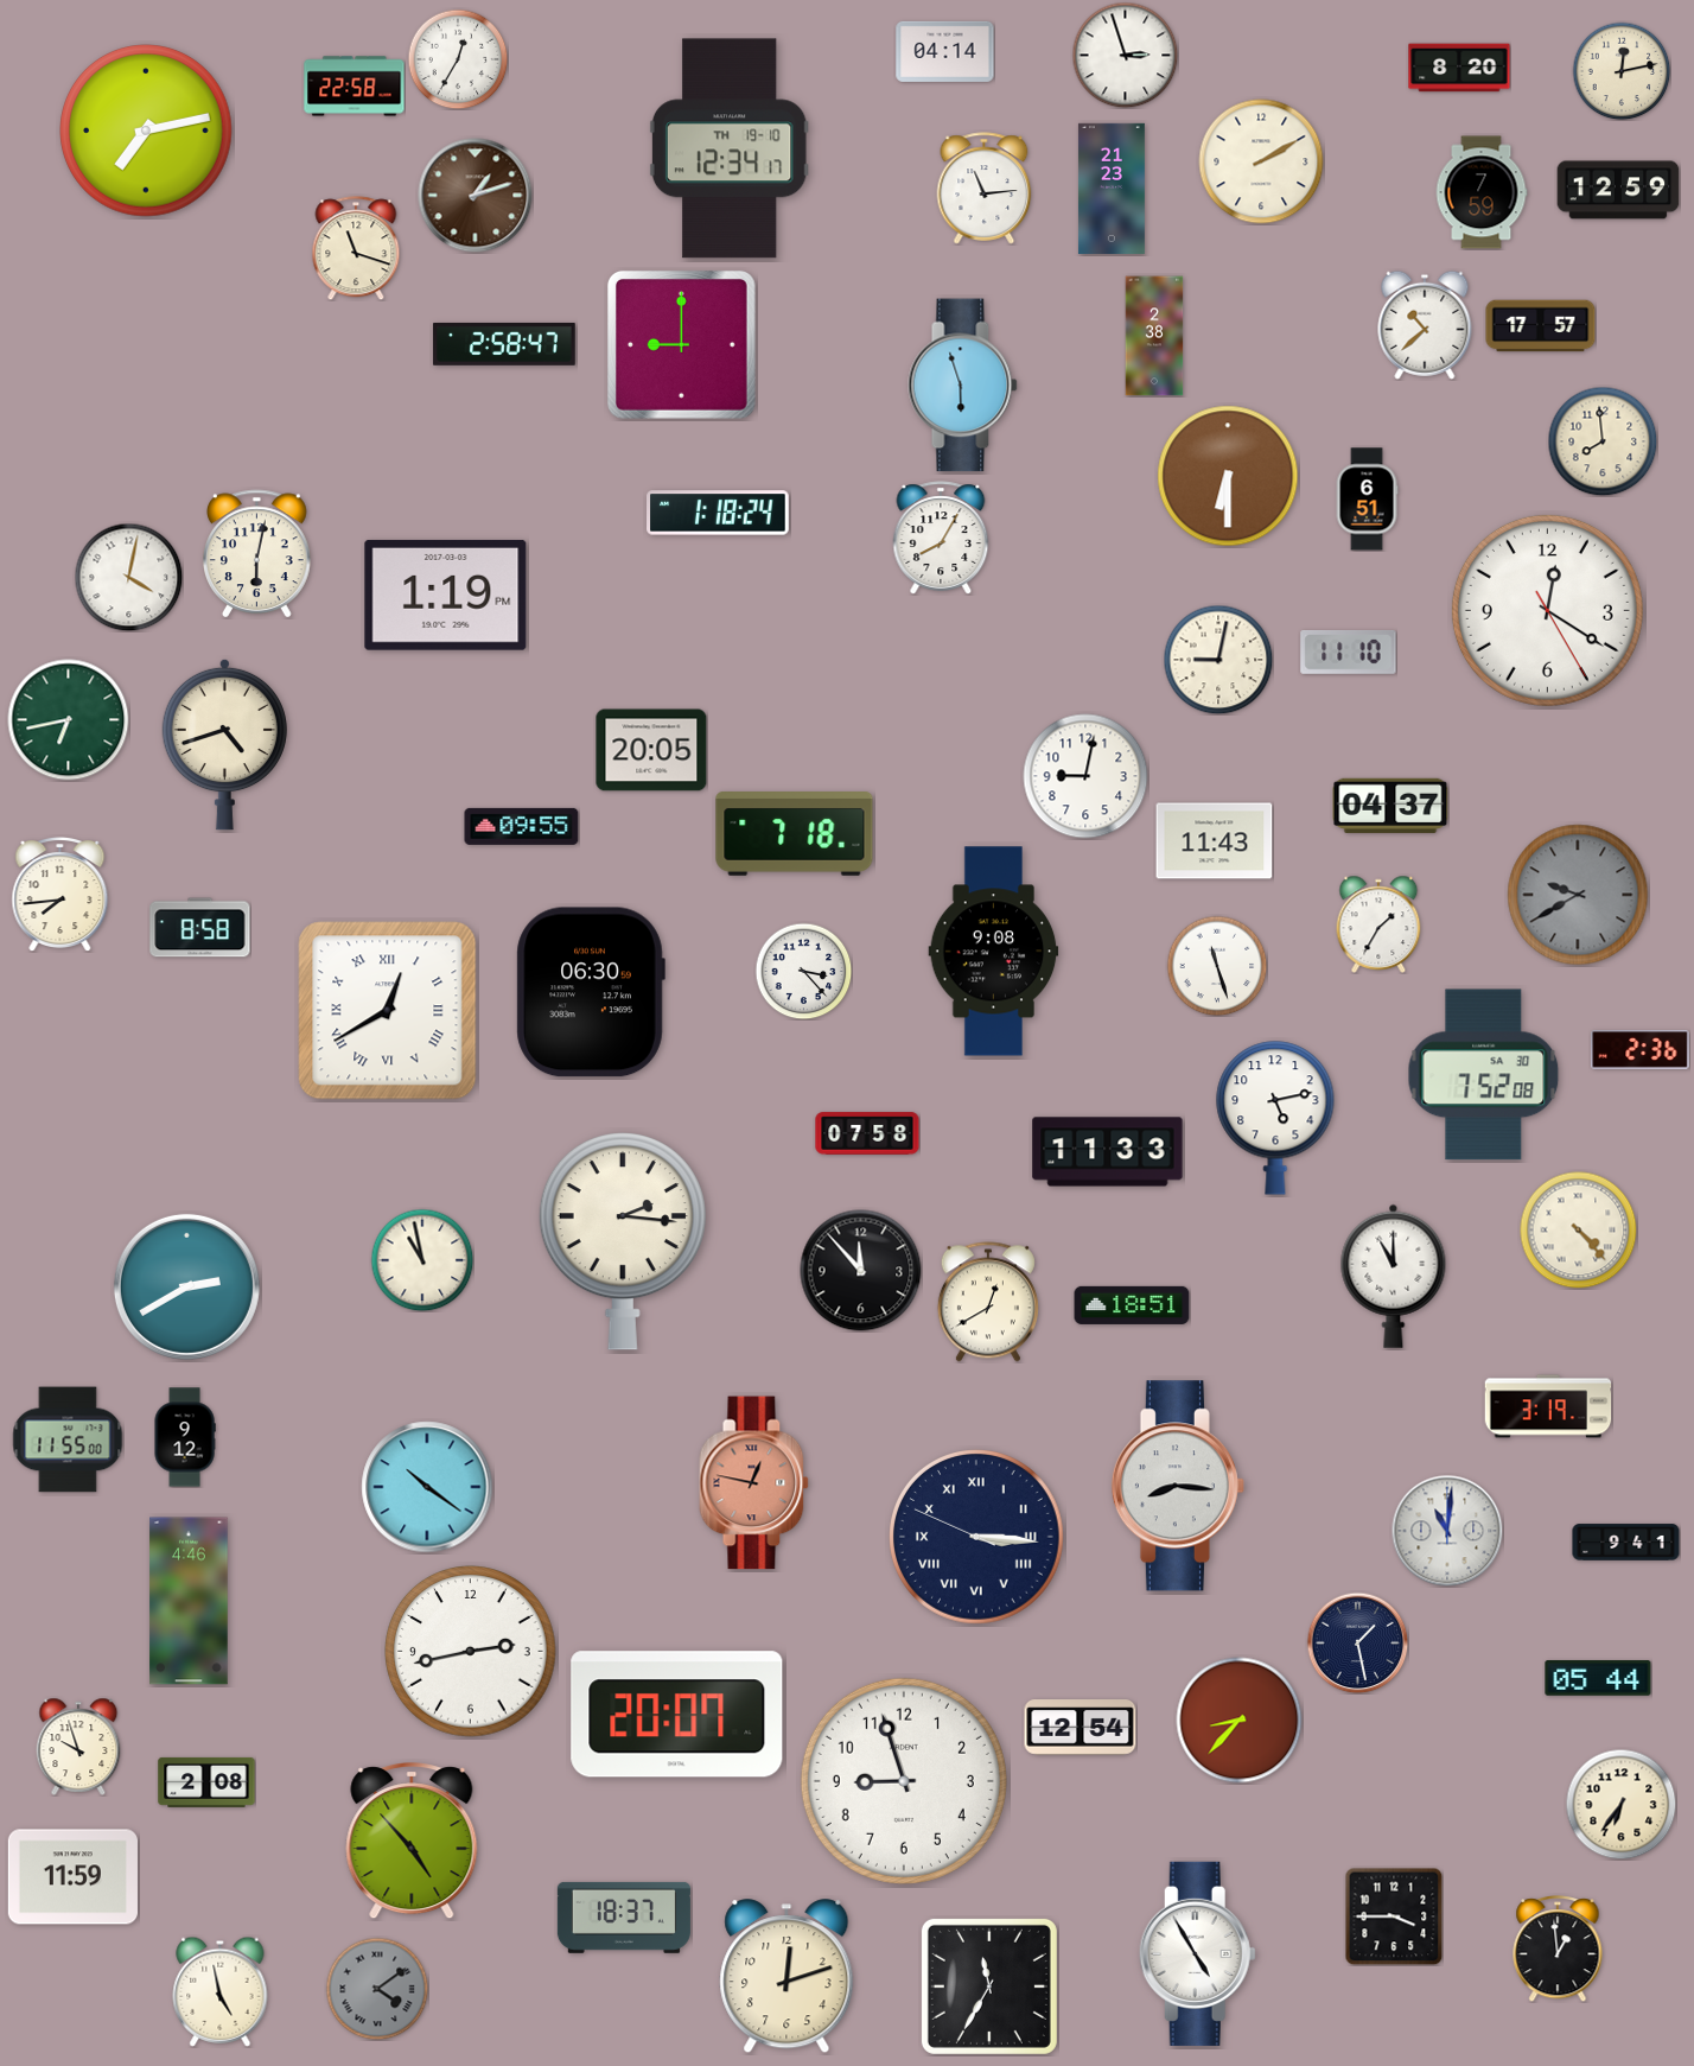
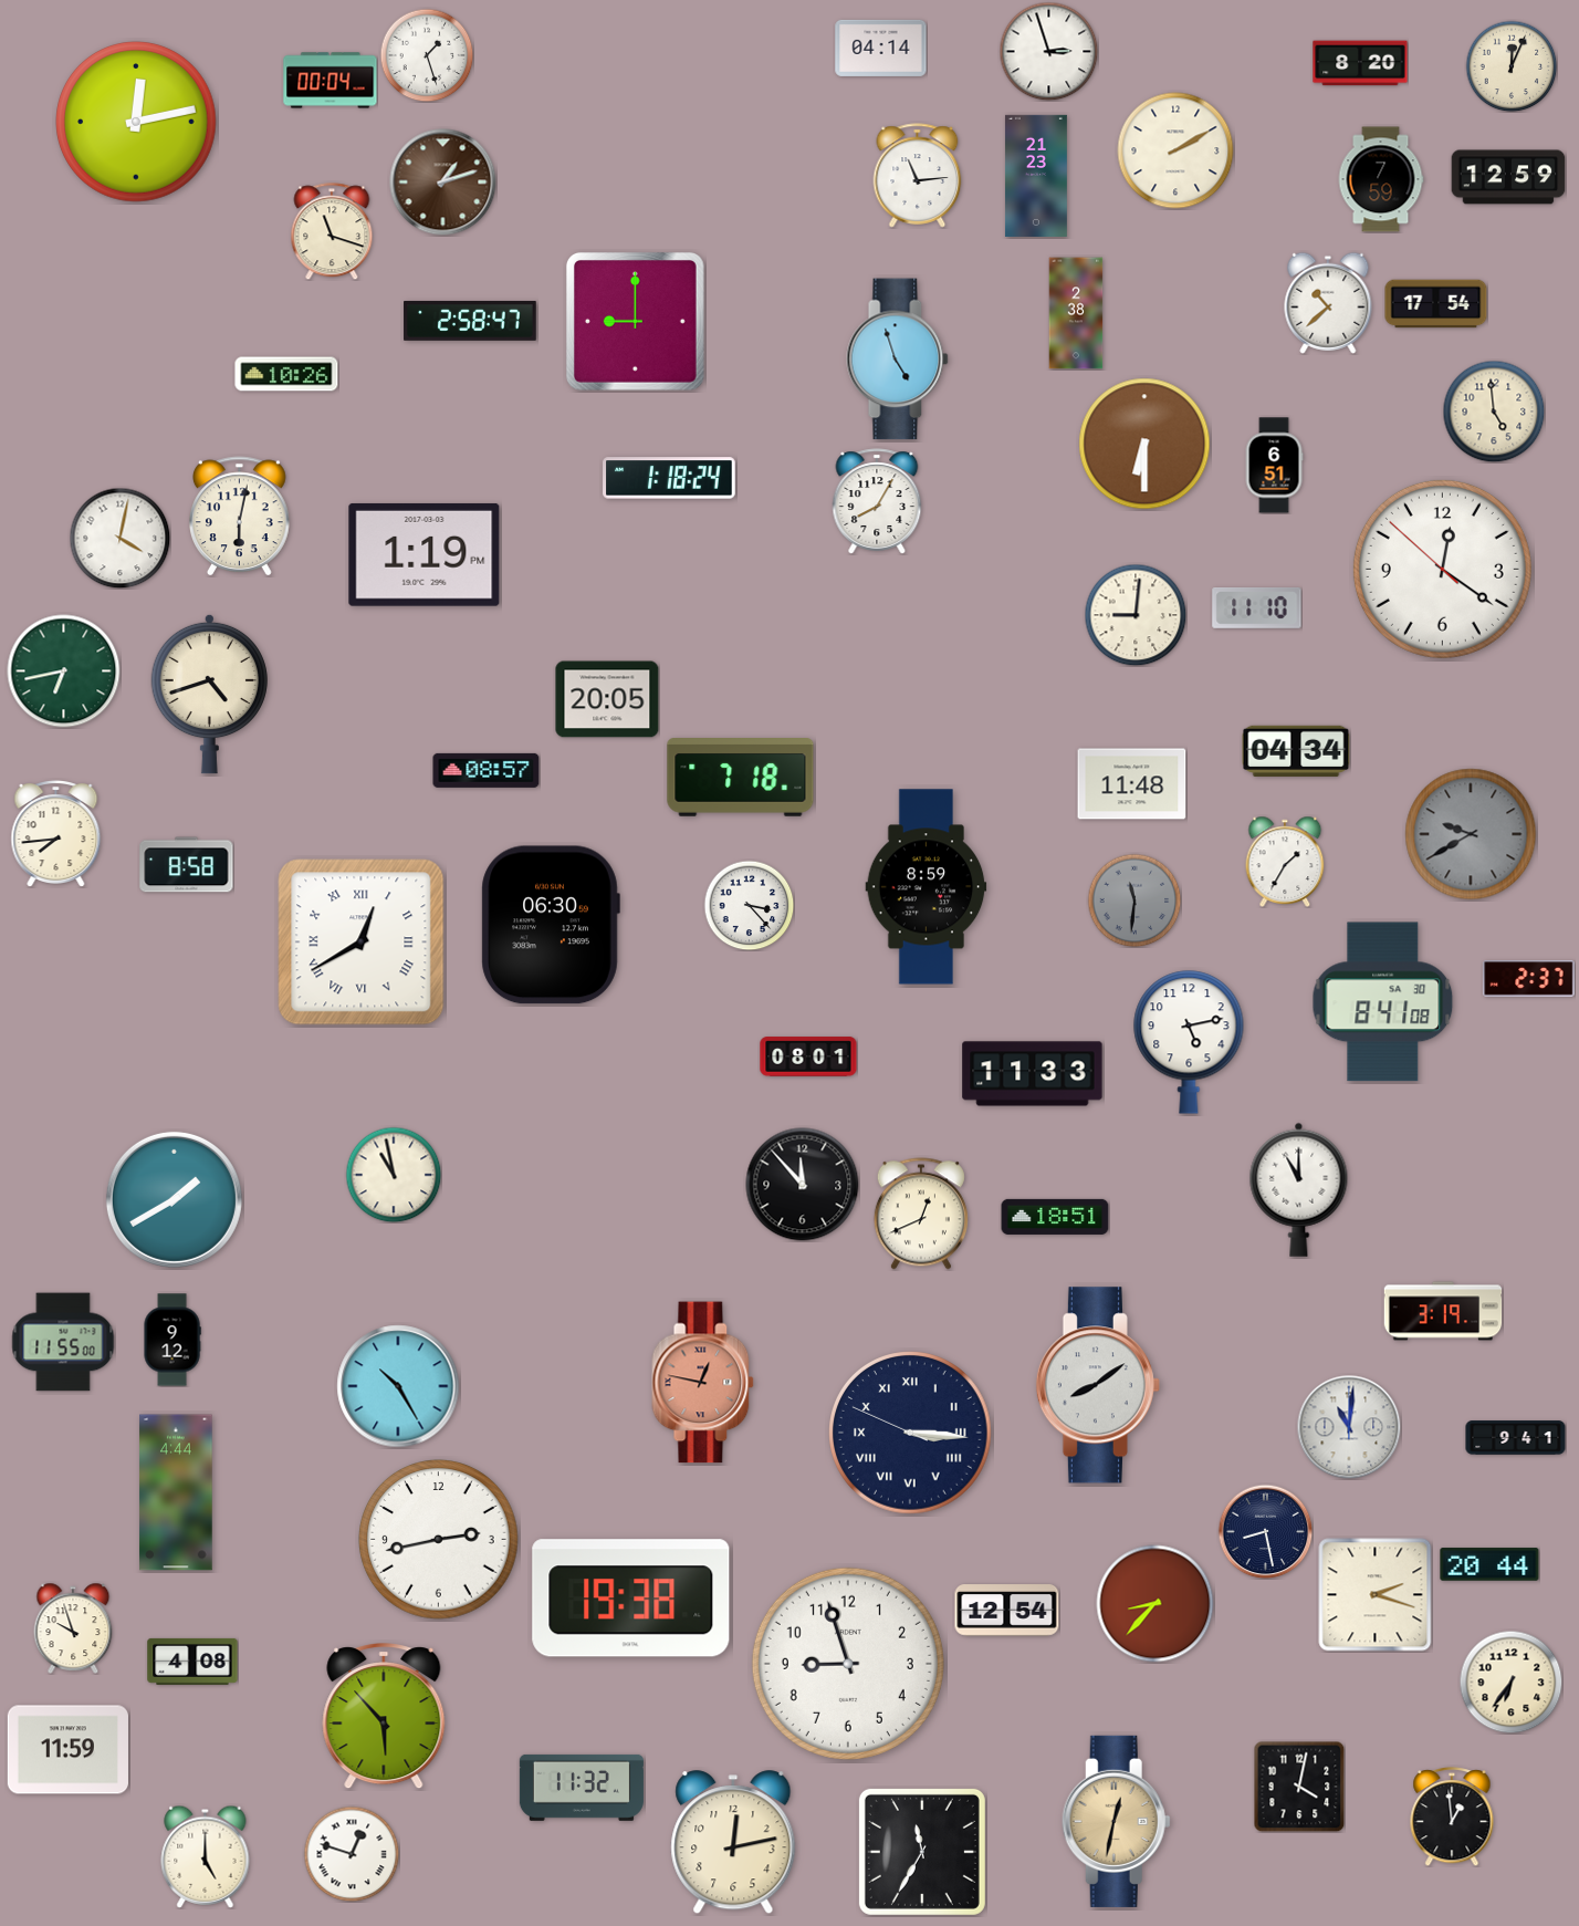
clock at (458, 59): 12:35 -> 1:27
clock at (1622, 71): 12:13 -> 12:04
clock at (355, 87): 22:58 -> 00:04
clock at (146, 131): 7:13 -> 12:13
clock at (730, 148): 12:34 -> none
clock at (1541, 326): 17:57 -> 17:54
clock at (963, 386): 5:57 -> 4:57
clock at (286, 374): none -> 10:26
clock at (1603, 441): 7:59 -> 4:59
clock at (446, 595) position: (446, 595) -> (425, 554)
clock at (1547, 610): 12:20:25 -> 12:20:52
clock at (1218, 660): 9:02 -> 9:01
clock at (1085, 776): 9:02 -> none
clock at (1390, 805): 04:37 -> 04:34
clock at (522, 826): 09:55 -> 08:57
clock at (1215, 841): 11:43 -> 11:48
clock at (994, 952): 9:08 -> 8:59
clock at (1217, 966): 11:27 -> 11:31
clock at (1217, 966) dial: white -> grey
clock at (1641, 1050): 2:36 -> 2:37
clock at (1484, 1075): 7:52 -> 8:41
clock at (867, 1133): 07:58 -> 08:01
clock at (1579, 1231): 4:23 -> none
clock at (623, 1242): 2:16 -> none
clock at (186, 1286): 2:40 -> 1:40
clock at (988, 1302): 12:40 -> 12:41
clock at (1178, 1486): 8:16 -> 8:09
clock at (427, 1487): 10:21 -> 10:25
clock at (189, 1601): 4:46 -> 4:44
clock at (1357, 1642): 1:28 -> 8:28
clock at (1598, 1678): 05:44 -> 20:44
clock at (1376, 1595): none -> 2:18
clock at (677, 1715): 20:07 -> 19:38
clock at (904, 1781) position: (904, 1781) -> (848, 1664)
clock at (206, 1782): 2:08 -> 4:08
clock at (412, 1842): 4:53 -> 5:53
clock at (1394, 1916): 3:45 -> 4:02
clock at (624, 1918): 18:37 -> 11:32
clock at (1197, 1953): 4:55 -> 12:32
clock at (1197, 1953) dial: white -> champagne
clock at (786, 1977): 12:12 -> 12:13
clock at (377, 1989): 4:09 -> 12:48
clock at (377, 1989) dial: grey -> white
clock at (221, 1991): 4:58 -> 5:00
